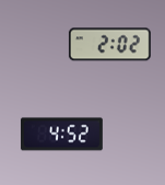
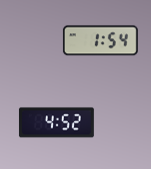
clock at (109, 45): 2:02 -> 1:54
